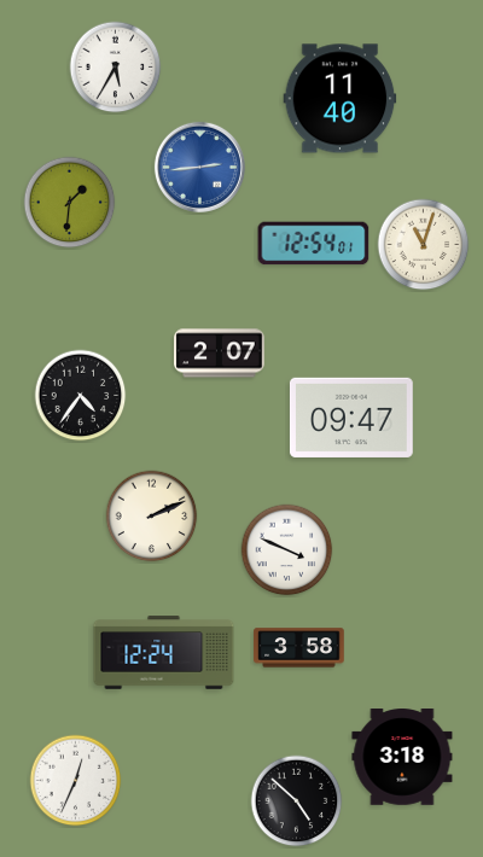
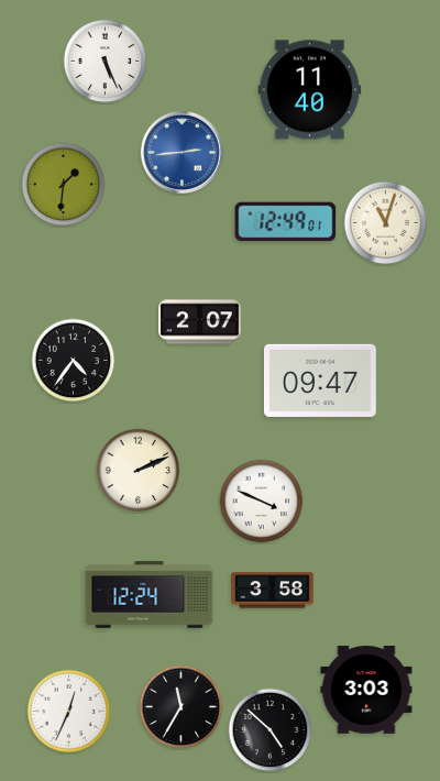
clock at (116, 68): 5:35 -> 5:26
clock at (314, 244): 12:54 -> 12:49
clock at (402, 758): 3:18 -> 3:03
clock at (182, 707): none -> 11:35
